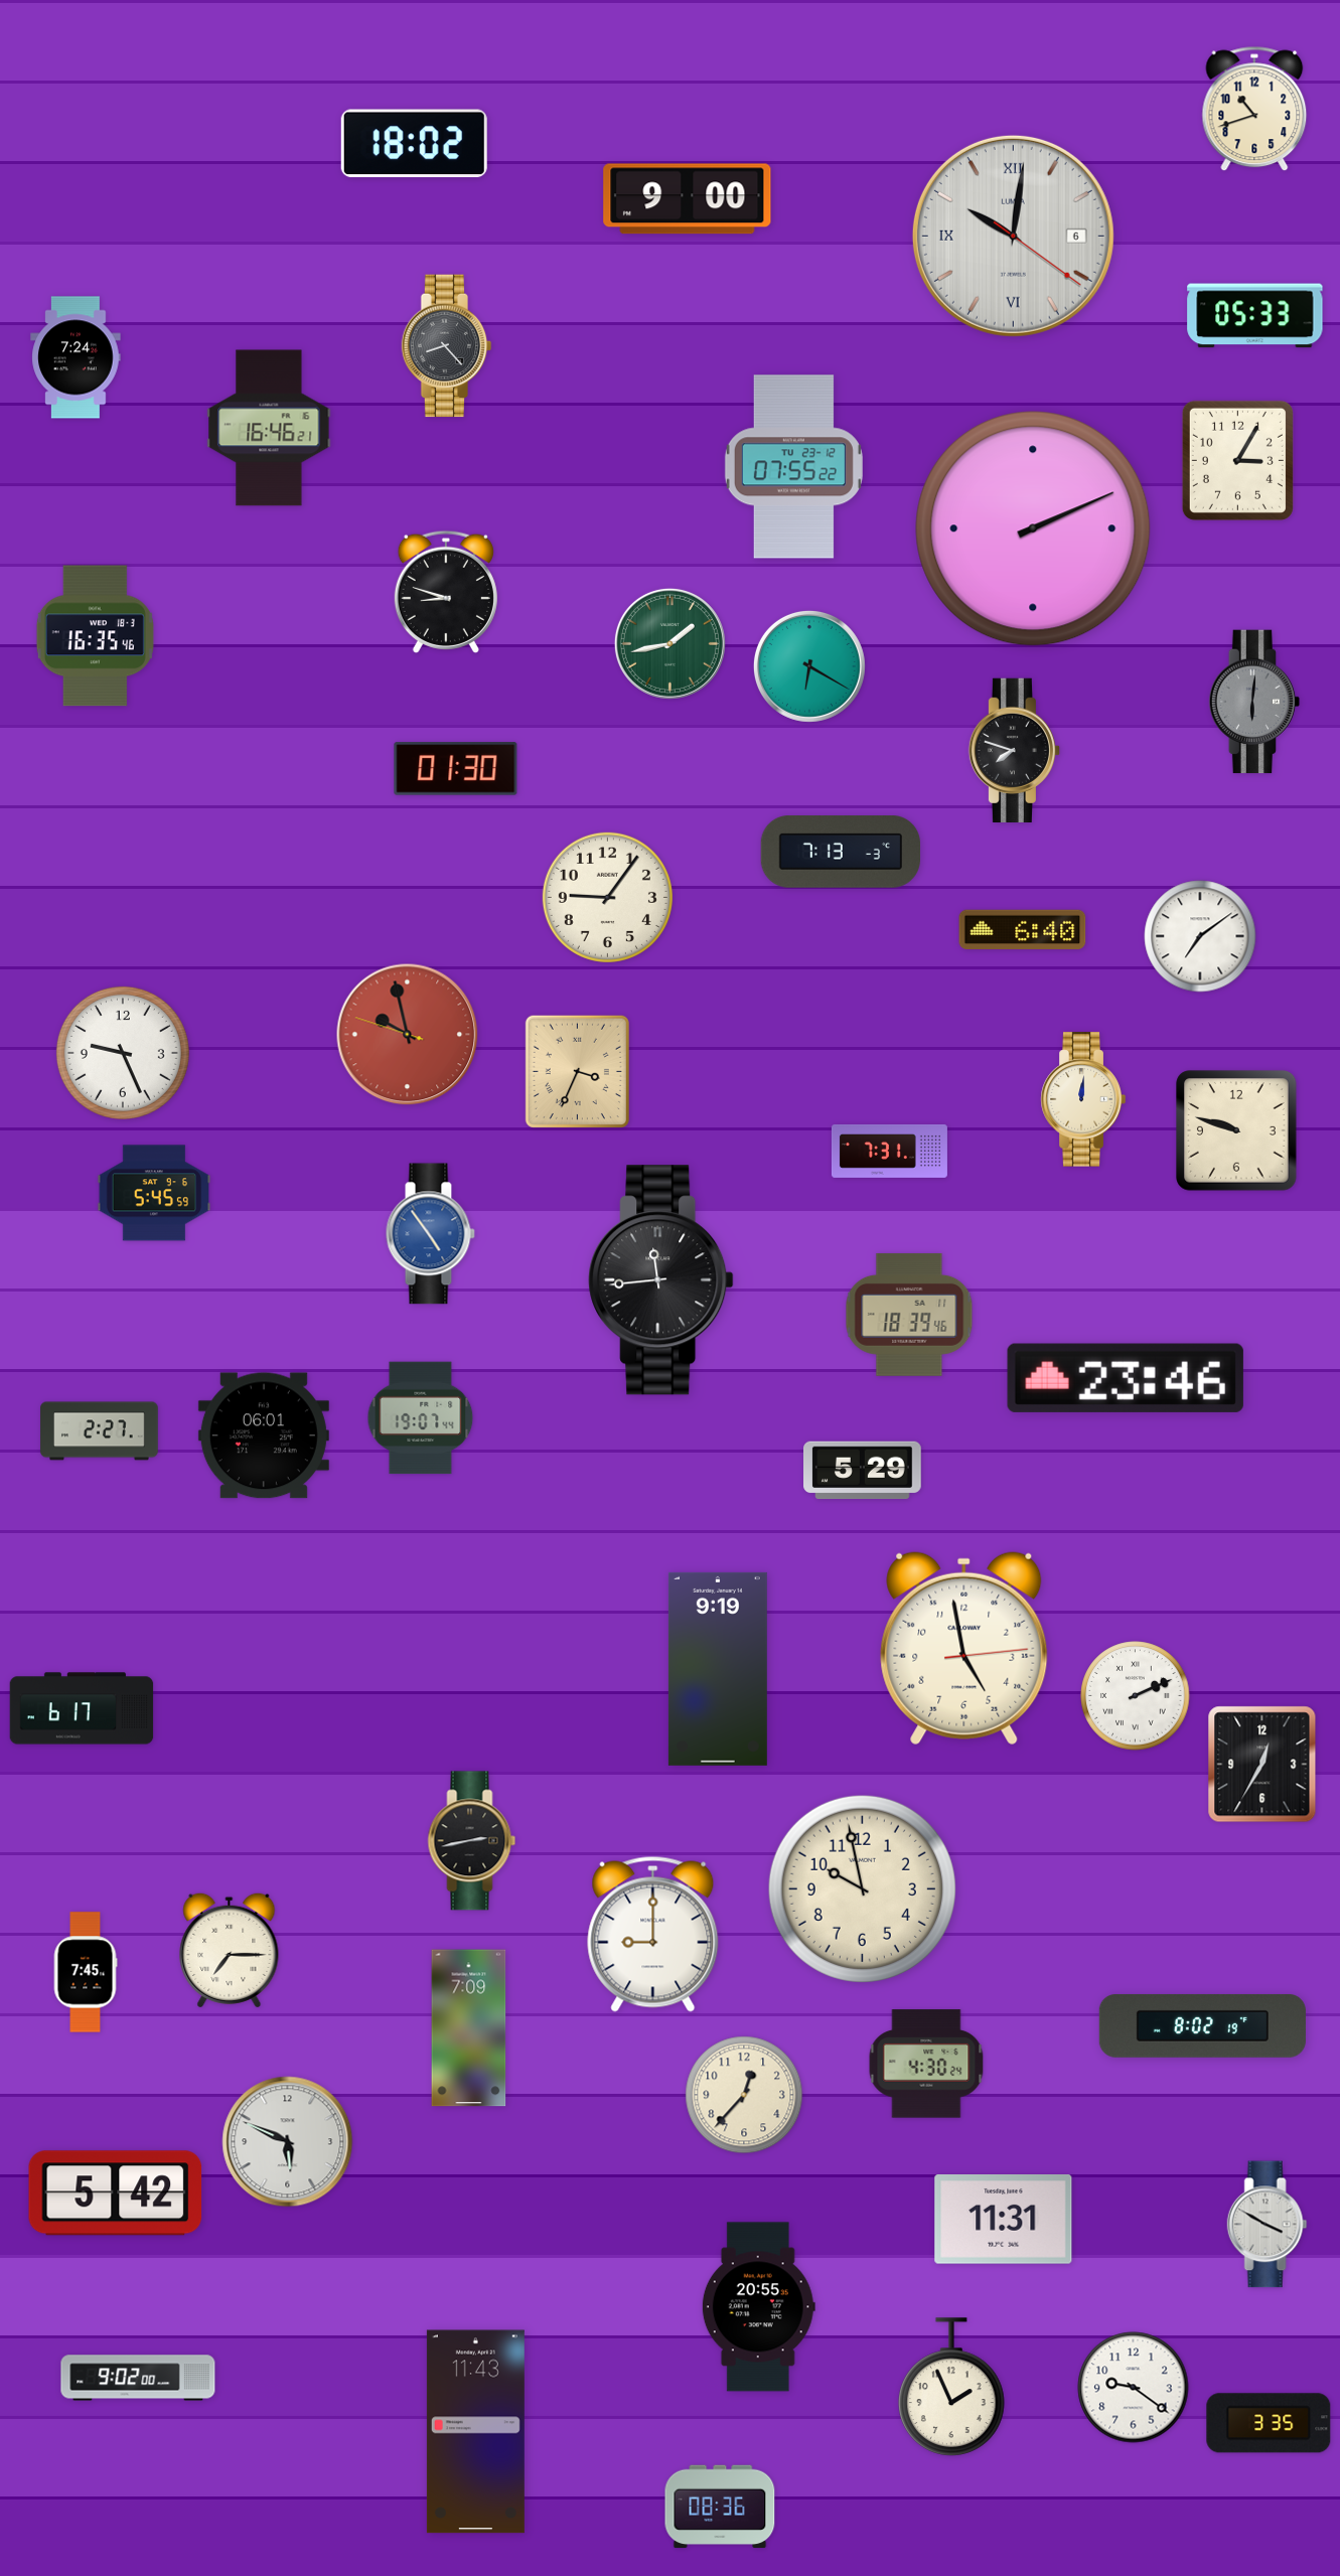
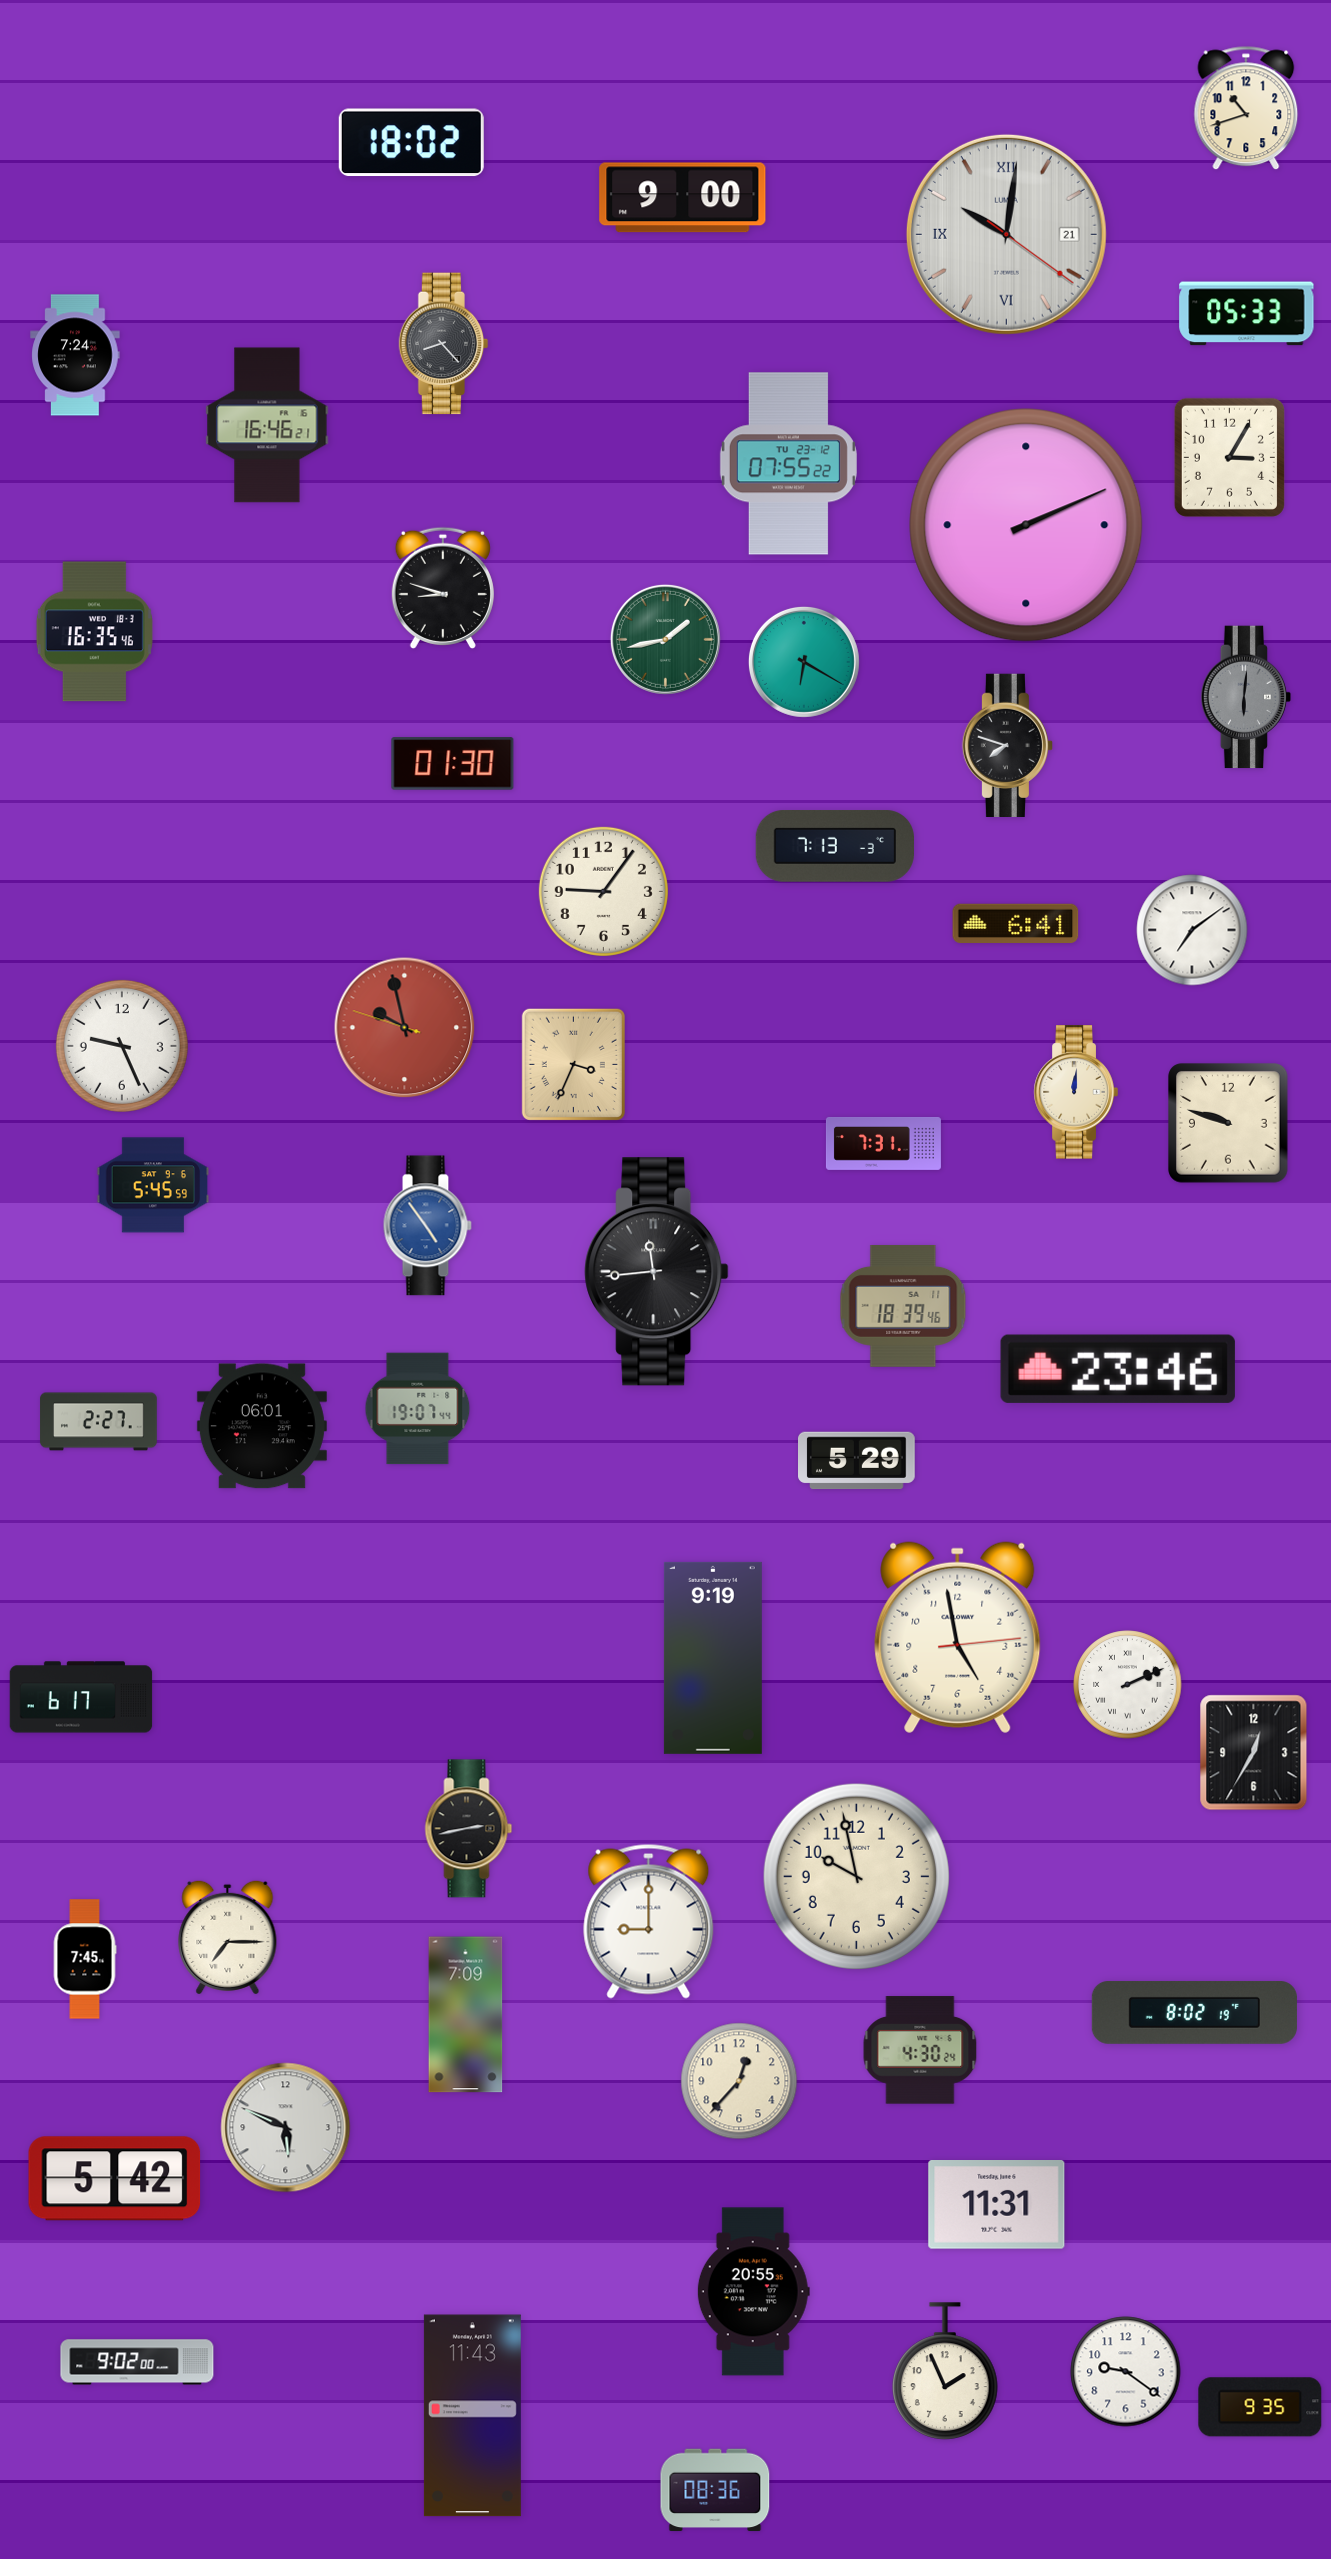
clock at (1013, 236) date: 6 -> 21
clock at (1023, 930): 6:40 -> 6:41
clock at (1268, 2225): 3:50 -> none
clock at (1269, 2423): 3:35 -> 9:35
